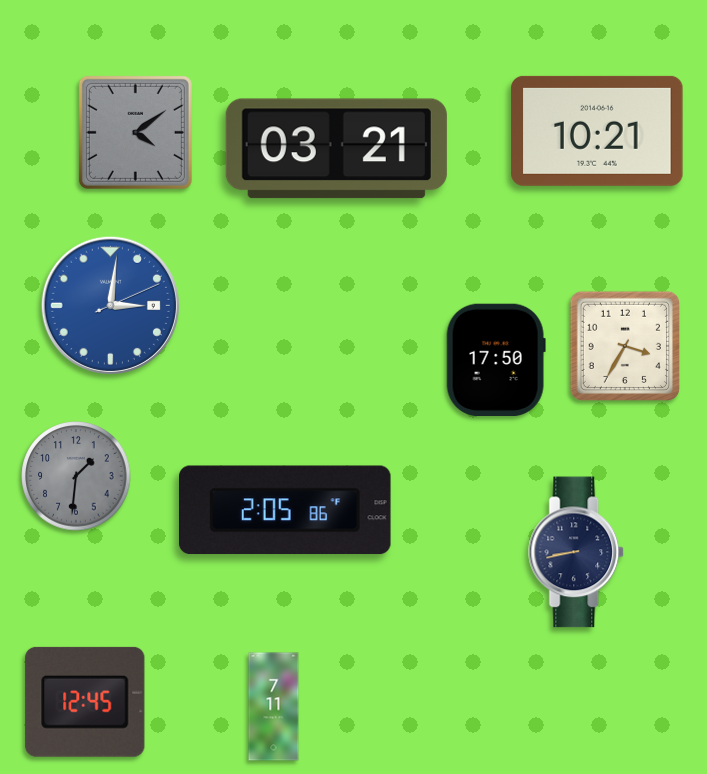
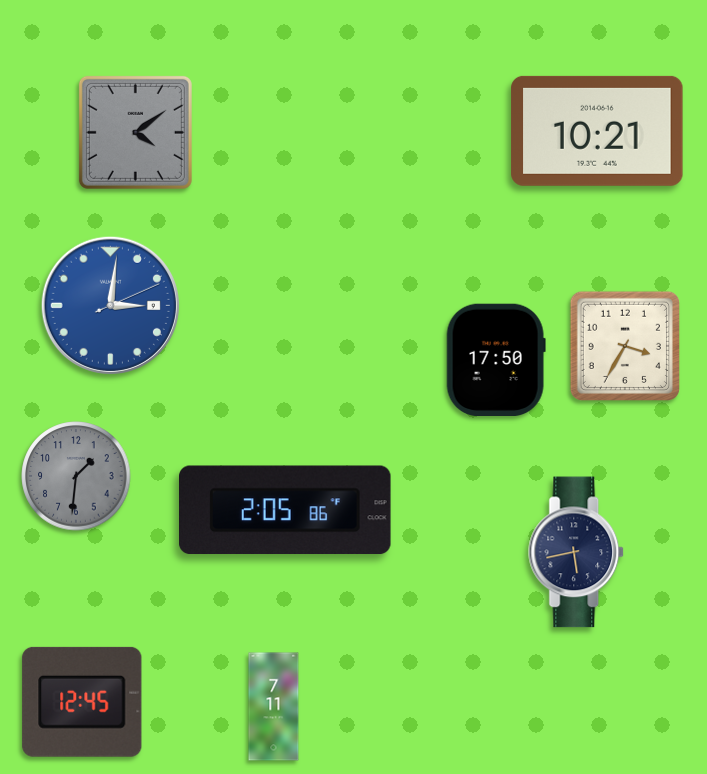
clock at (336, 149): 03:21 -> none
clock at (577, 552): 8:43 -> 5:43
clock at (85, 702) position: (85, 702) -> (82, 702)
